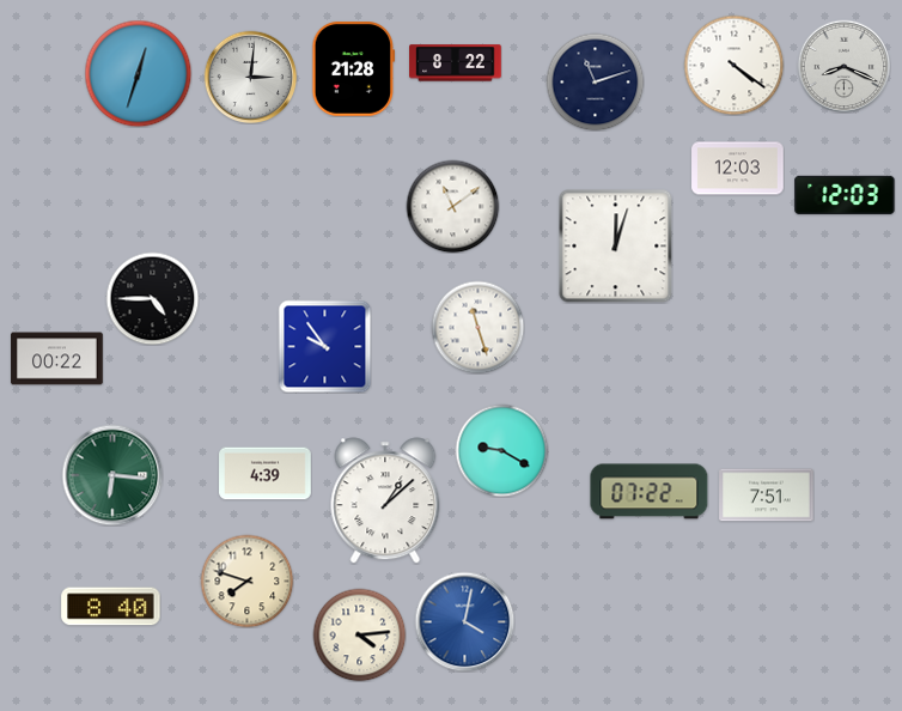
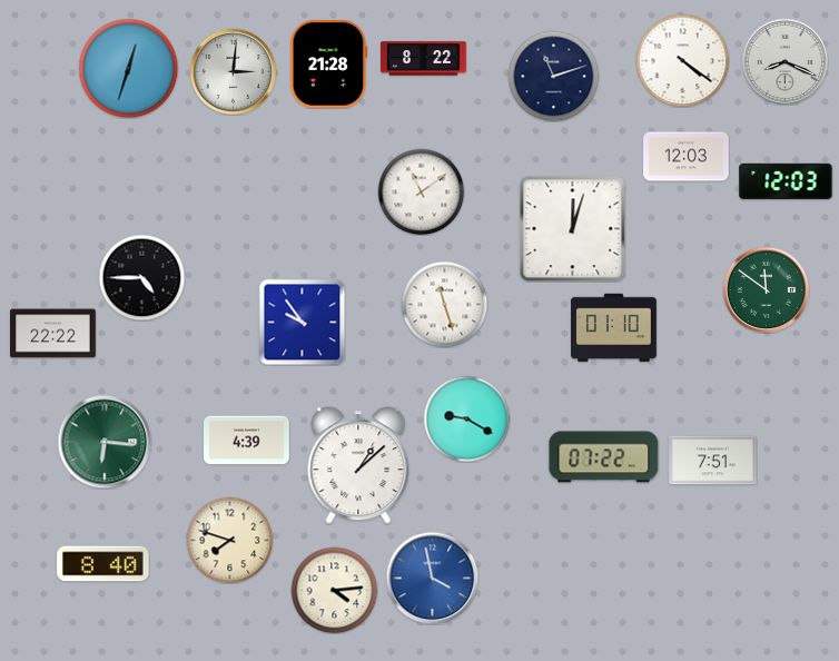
clock at (766, 289): none -> 11:51
clock at (614, 328): none -> 01:10
clock at (57, 359): 00:22 -> 22:22
clock at (464, 621): 4:02 -> 3:58
